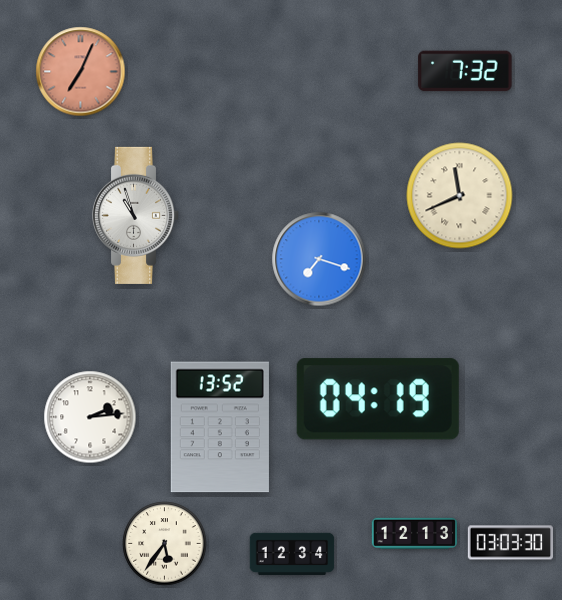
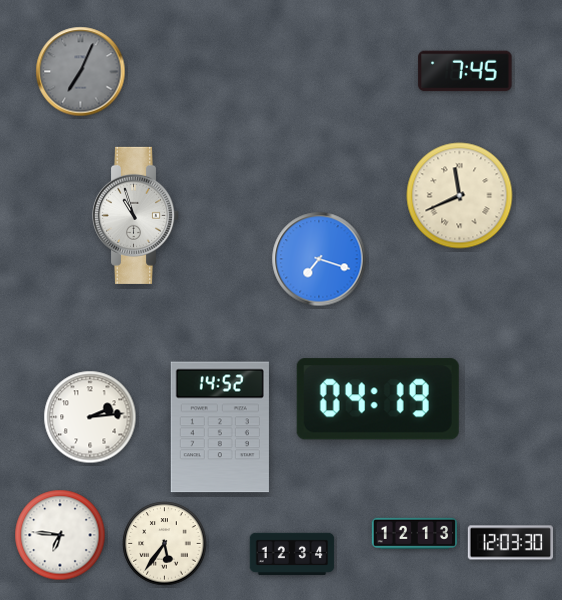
clock at (465, 71): 7:32 -> 7:45
clock at (81, 72) dial: salmon -> grey
clock at (220, 427): 13:52 -> 14:52
clock at (60, 535): none -> 6:46
clock at (510, 543): 03:03 -> 12:03
